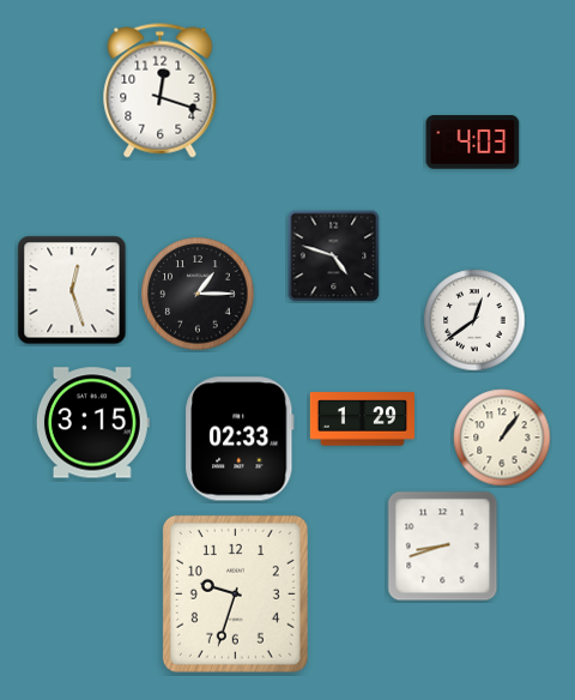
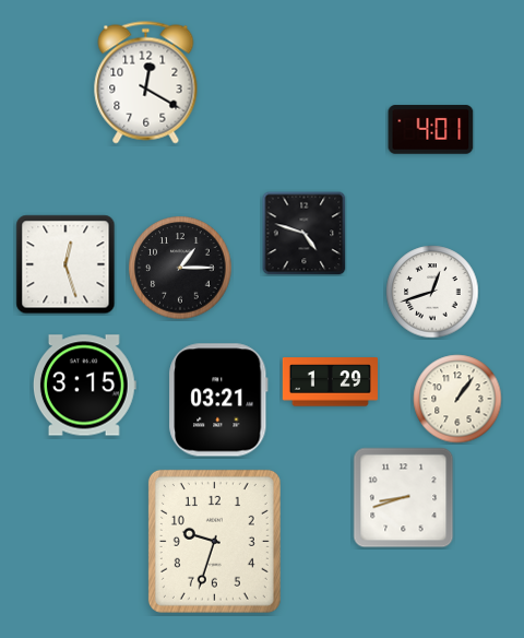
clock at (161, 91): 12:18 -> 12:20
clock at (473, 143): 4:03 -> 4:01
clock at (474, 320): 12:39 -> 12:42
clock at (240, 439): 02:33 -> 03:21
